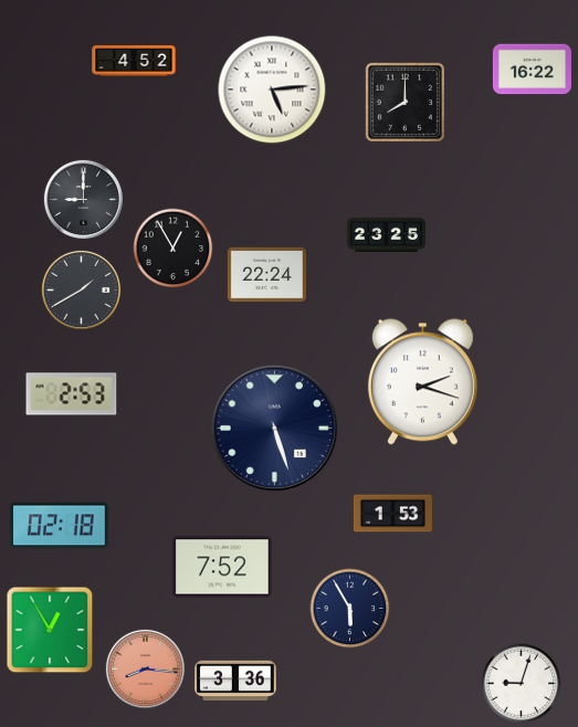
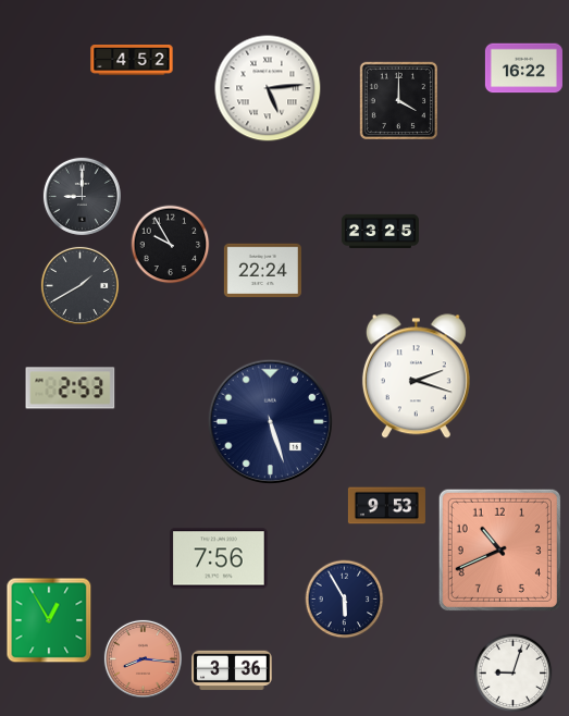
clock at (404, 102): 8:00 -> 4:00
clock at (174, 249): 12:55 -> 9:55
clock at (392, 514): 1:53 -> 9:53
clock at (60, 526): 02:18 -> none
clock at (499, 550): none -> 10:41
clock at (222, 567): 7:52 -> 7:56
